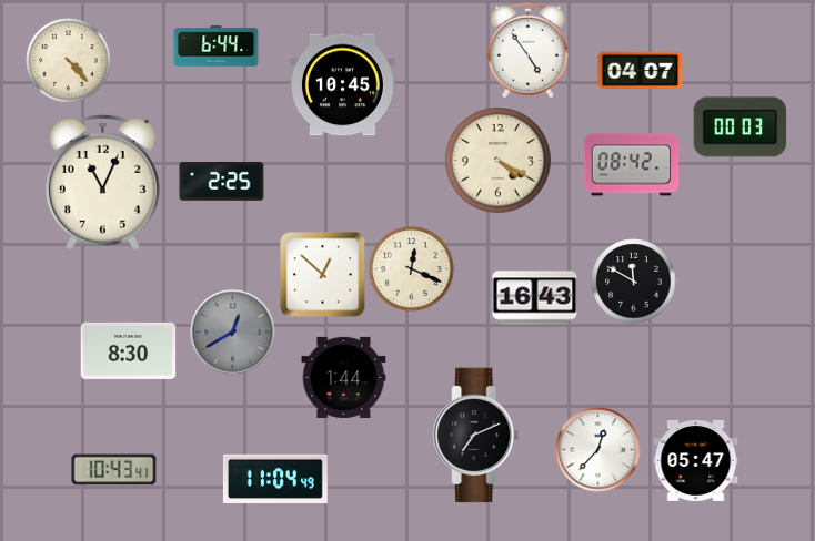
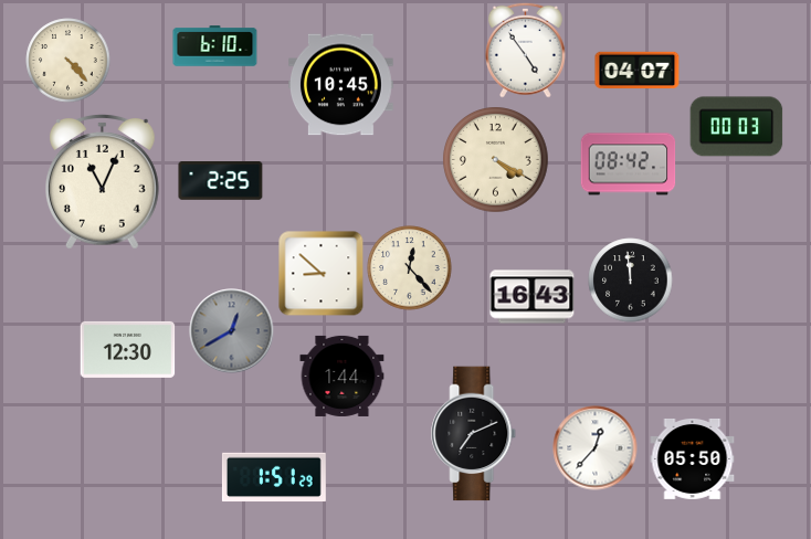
clock at (217, 47): 6:44 -> 6:10
clock at (412, 269): 12:19 -> 12:23
clock at (323, 275): 12:52 -> 8:52
clock at (634, 282): 11:50 -> 11:59
clock at (129, 350): 8:30 -> 12:30
clock at (696, 461): 05:47 -> 05:50
clock at (114, 470): 10:43 -> none
clock at (275, 479): 11:04 -> 1:51
